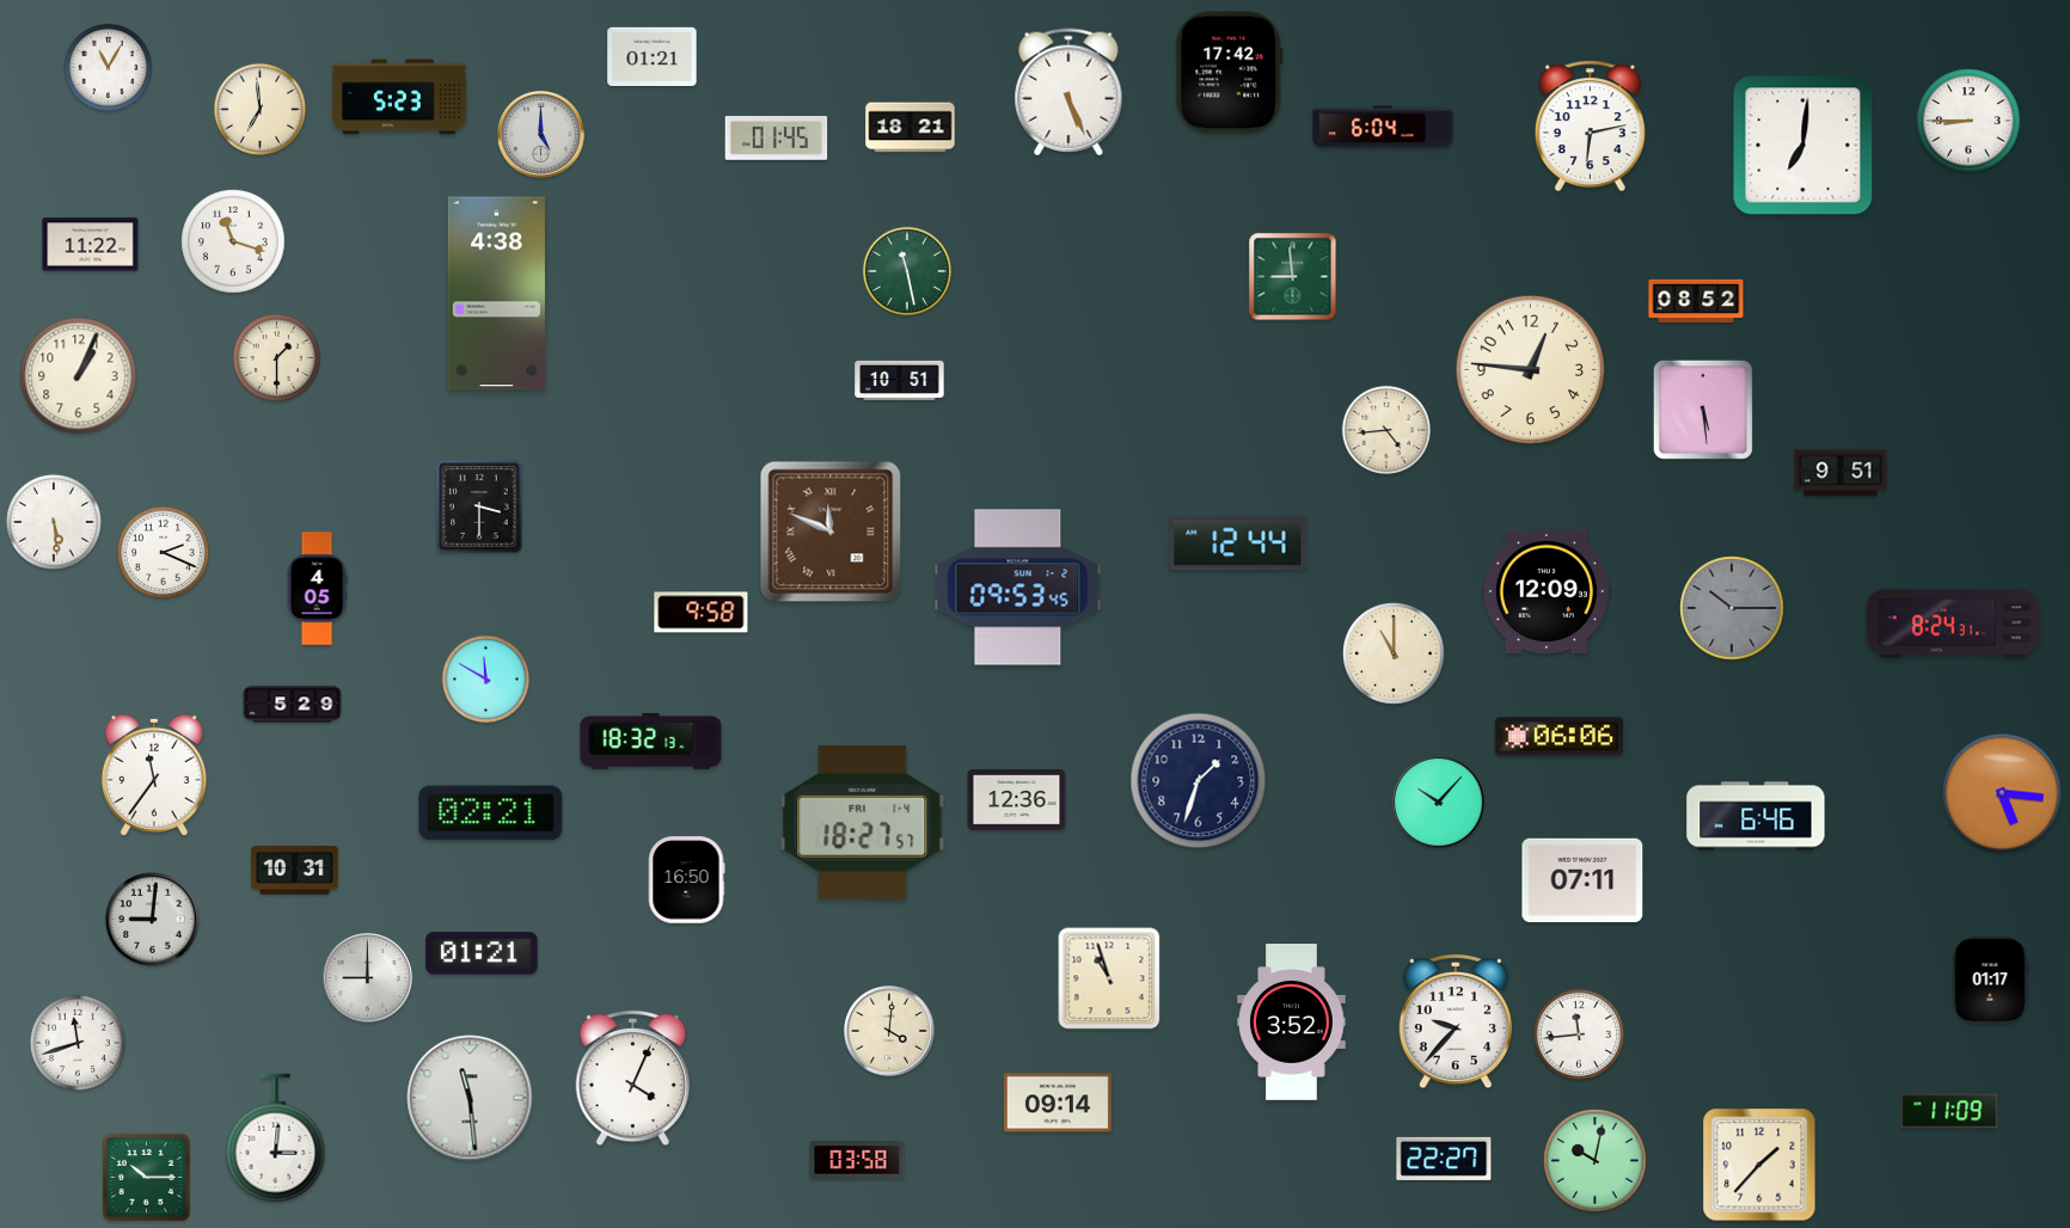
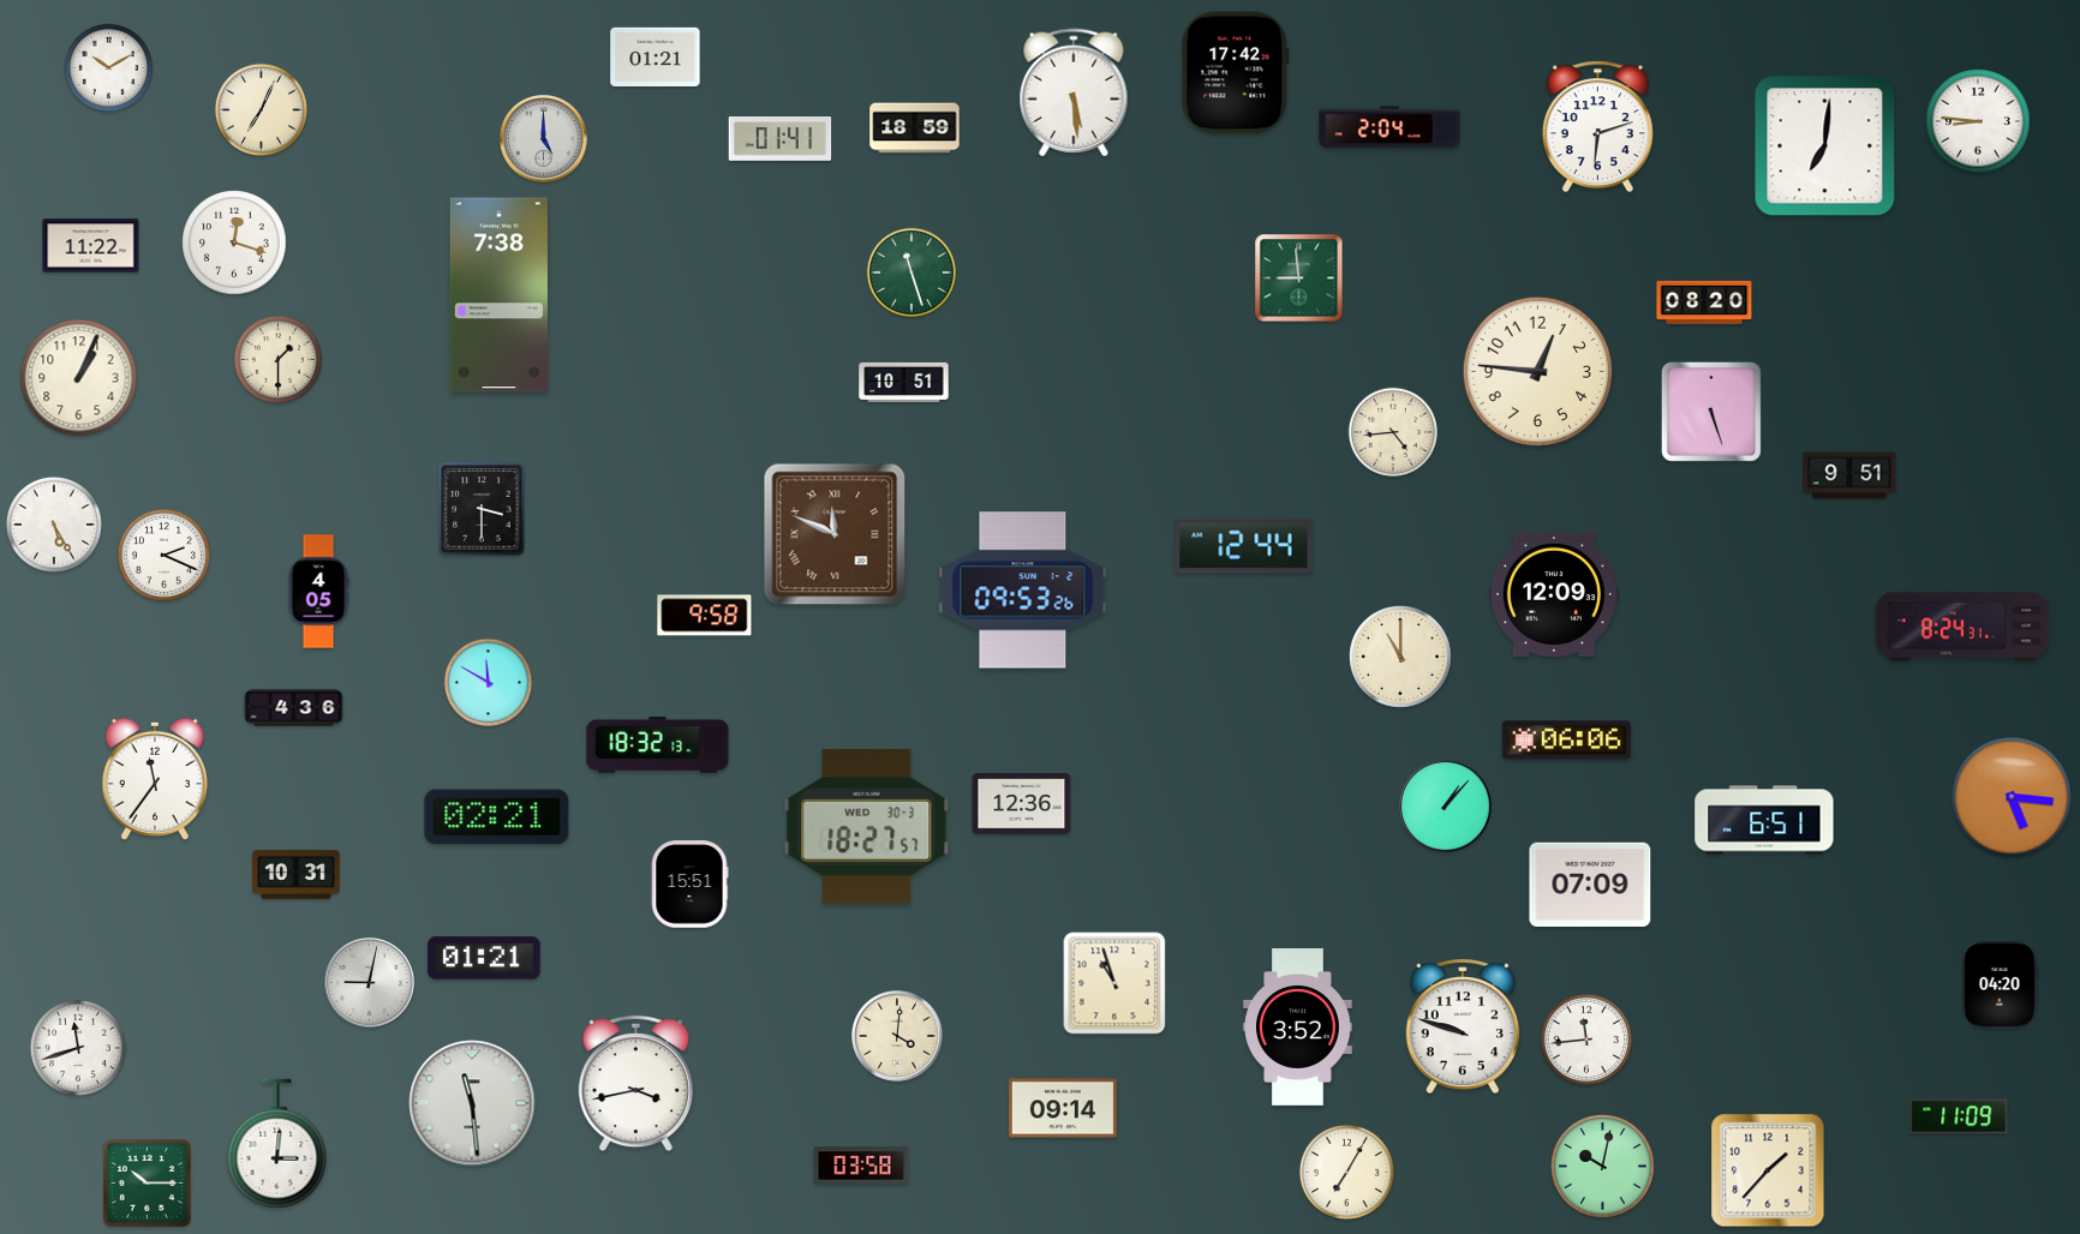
clock at (109, 68): 11:05 -> 10:10
clock at (1068, 92): 5:26 -> 5:29
clock at (399, 97): 5:23 -> none
clock at (259, 109): 6:59 -> 7:04
clock at (1968, 121): 8:45 -> 8:46
clock at (1383, 127): 6:04 -> 2:04
clock at (1590, 127): 6:13 -> 6:12
clock at (911, 128): 18:21 -> 18:59
clock at (541, 135) position: (541, 135) -> (544, 139)
clock at (777, 139): 01:45 -> 01:41
clock at (1803, 146) position: (1803, 146) -> (1825, 146)
clock at (233, 241): 11:18 -> 12:18
clock at (906, 270): 11:28 -> 11:27
clock at (496, 294): 4:38 -> 7:38
clock at (1696, 301): 08:52 -> 08:20
clock at (1703, 410): 5:29 -> 5:27
clock at (54, 522): 5:29 -> 5:25
clock at (1018, 588): 09:53:45 -> 09:53:26
clock at (1732, 608): 10:15 -> none
clock at (293, 705): 5:29 -> 4:36
clock at (651, 741) position: (651, 741) -> (658, 744)
clock at (1199, 781): 1:33 -> none
clock at (1439, 803): 10:07 -> 1:07
clock at (491, 813) position: (491, 813) -> (497, 817)
clock at (1756, 816): 6:46 -> 6:51
clock at (863, 823) date: FRI 1-4 -> WED 30-3
clock at (1582, 879): 07:11 -> 07:09
clock at (686, 880): 16:50 -> 15:51
clock at (153, 920): 9:01 -> none
clock at (368, 978): 9:00 -> 9:02
clock at (1990, 981): 01:17 -> 04:20
clock at (1456, 1021): 9:37 -> 9:48
clock at (890, 1031) position: (890, 1031) -> (898, 1036)
clock at (633, 1079): 4:04 -> 3:43
clock at (1444, 1159): 22:27 -> none
clock at (1346, 1172): none -> 7:05
